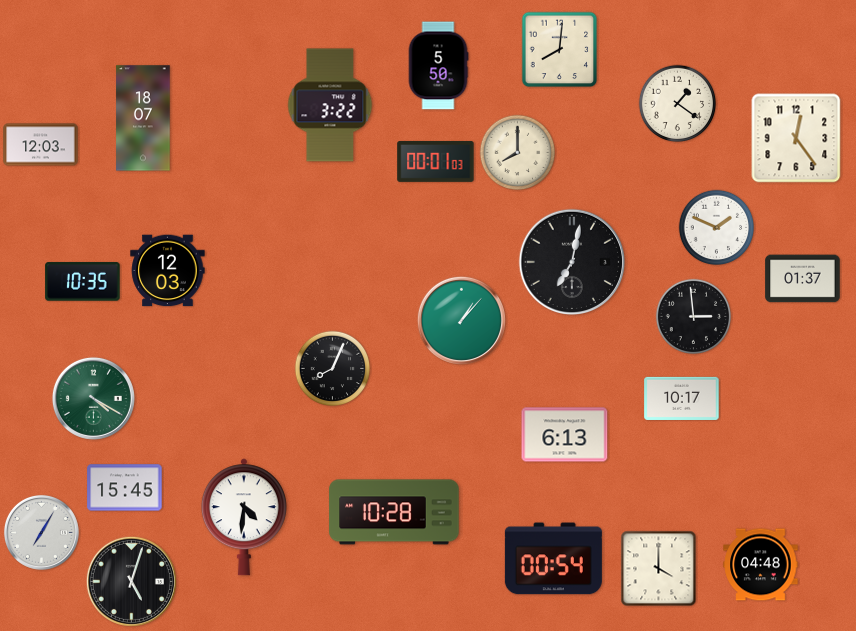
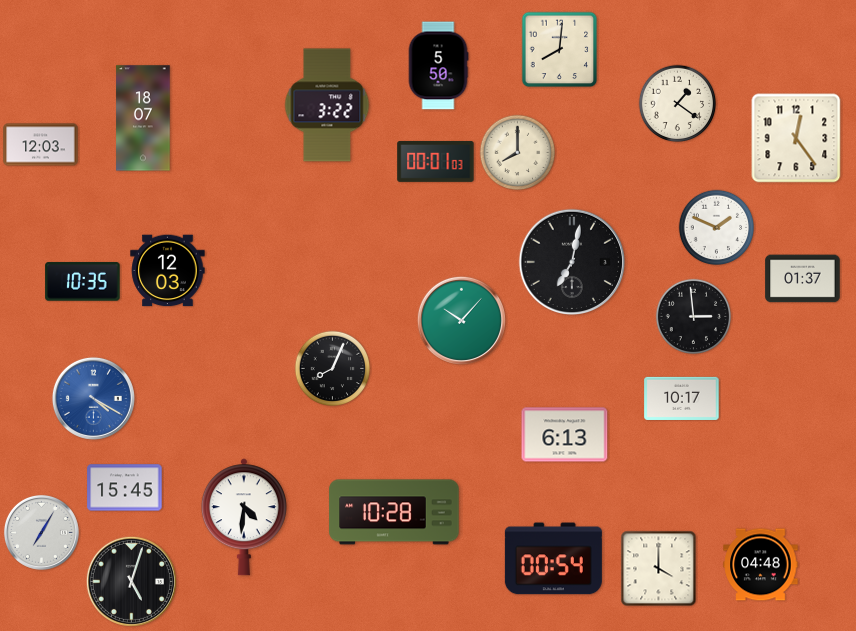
clock at (330, 105) position: (330, 105) -> (327, 105)
clock at (461, 320): 1:07 -> 10:07
clock at (93, 398) dial: green -> blue
